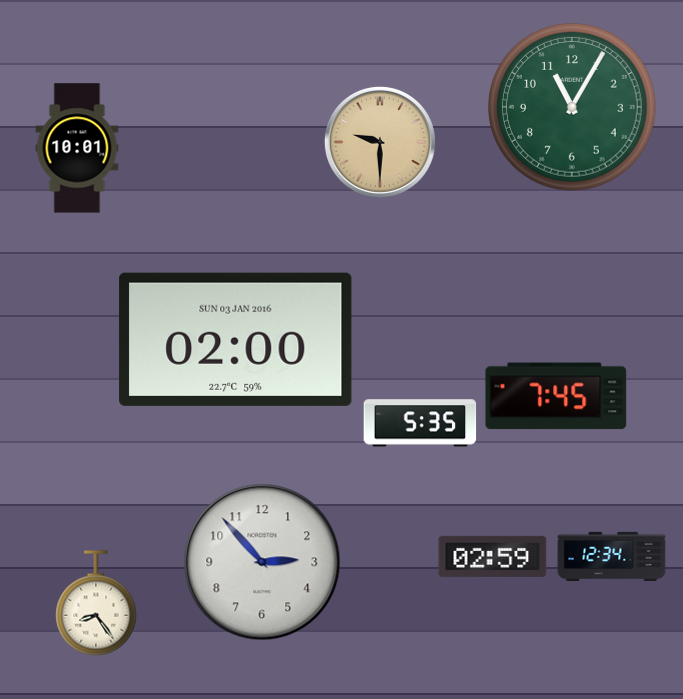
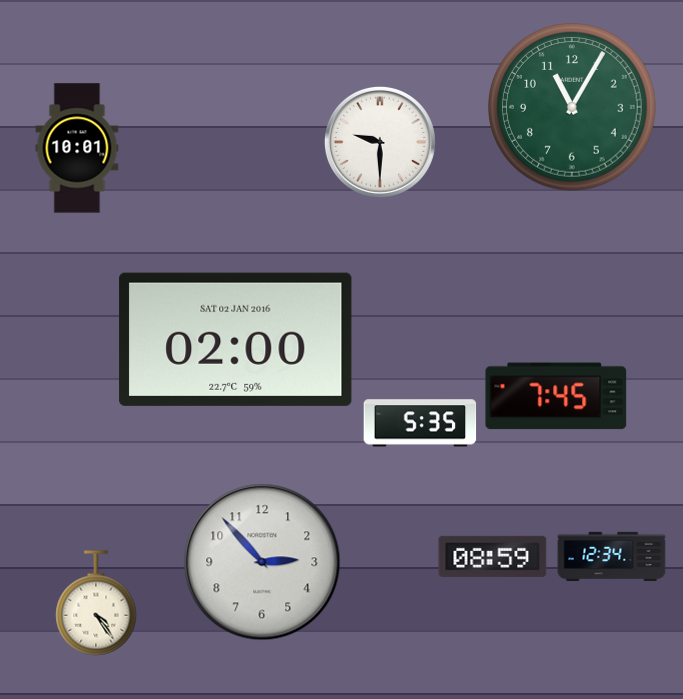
clock at (380, 142) dial: champagne -> white
clock at (236, 339) date: SUN 03 JAN 2016 -> SAT 02 JAN 2016
clock at (493, 556): 02:59 -> 08:59
clock at (96, 603): 8:24 -> 4:24
